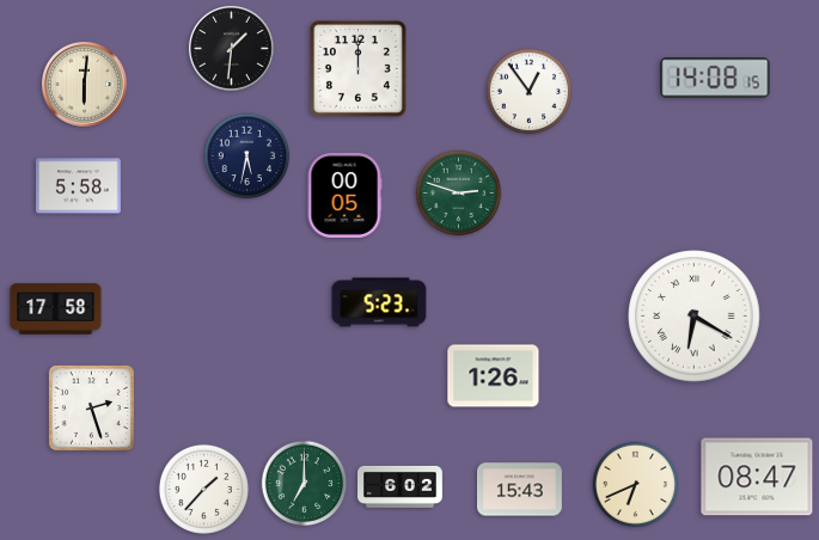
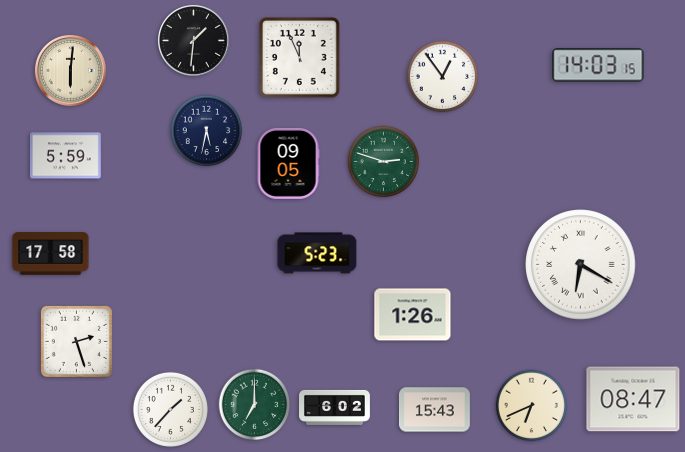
clock at (357, 68): 12:00 -> 11:56
clock at (715, 78): 14:08 -> 14:03
clock at (78, 186): 5:58 -> 5:59
clock at (344, 195): 00:05 -> 09:05
clock at (56, 309) position: (56, 309) -> (51, 254)
